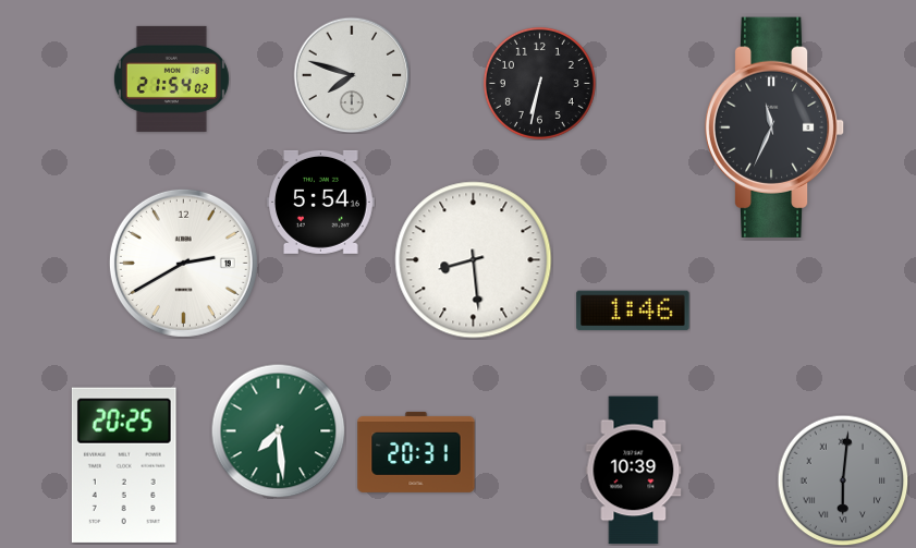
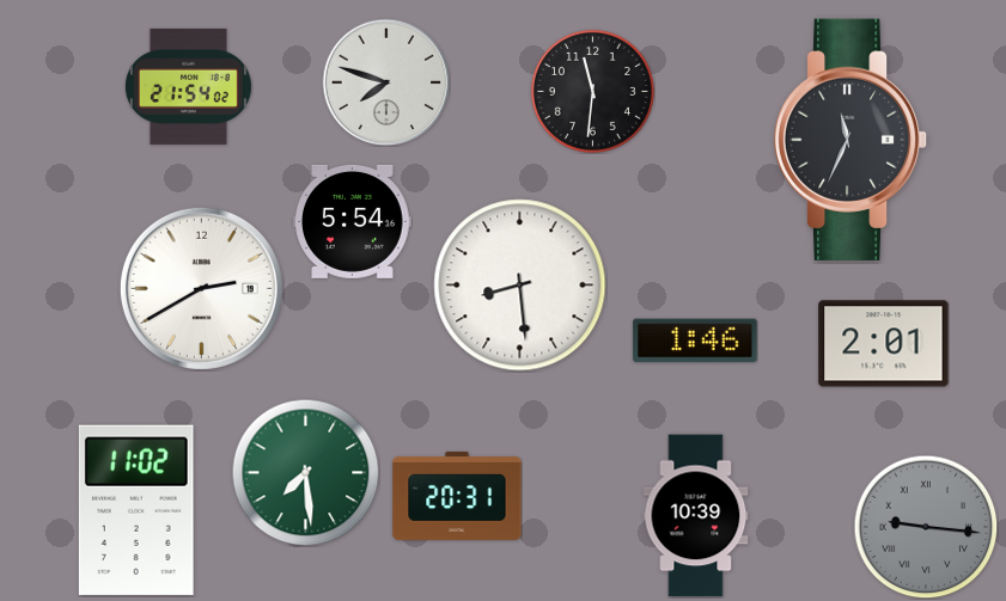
clock at (539, 83): 6:32 -> 11:31
clock at (884, 344): none -> 2:01
clock at (124, 465): 20:25 -> 11:02
clock at (843, 480): 6:01 -> 9:16
